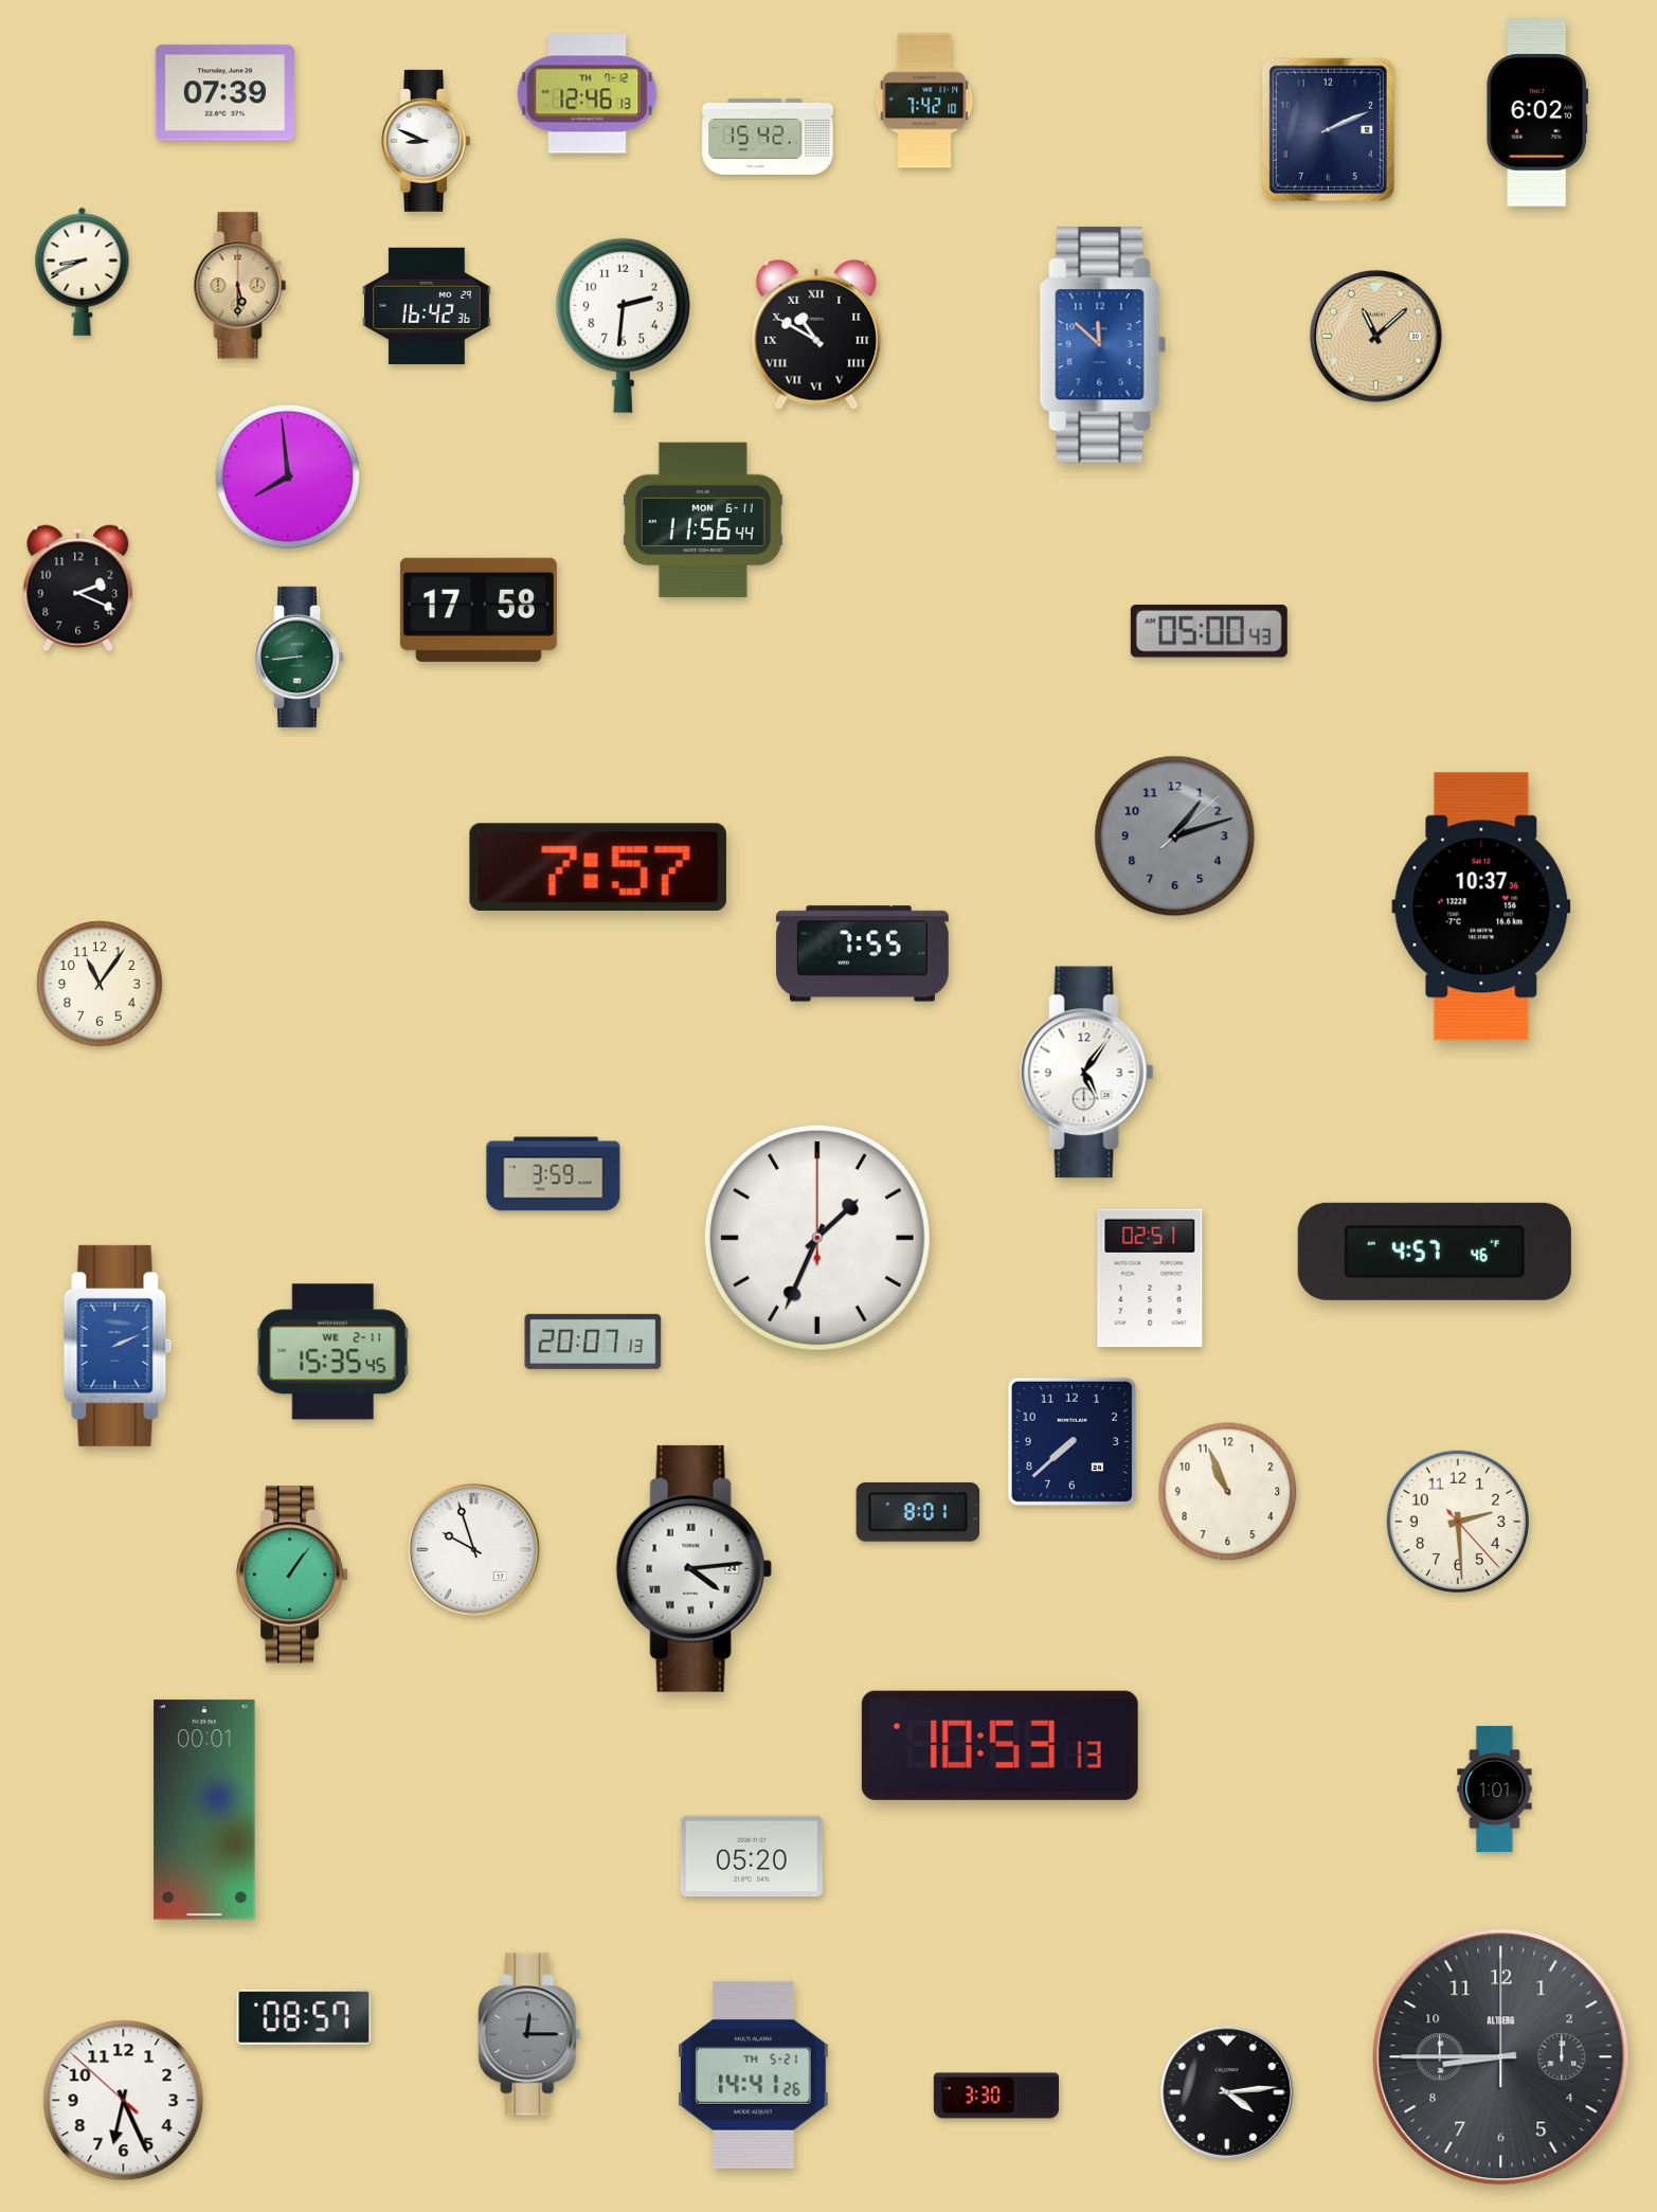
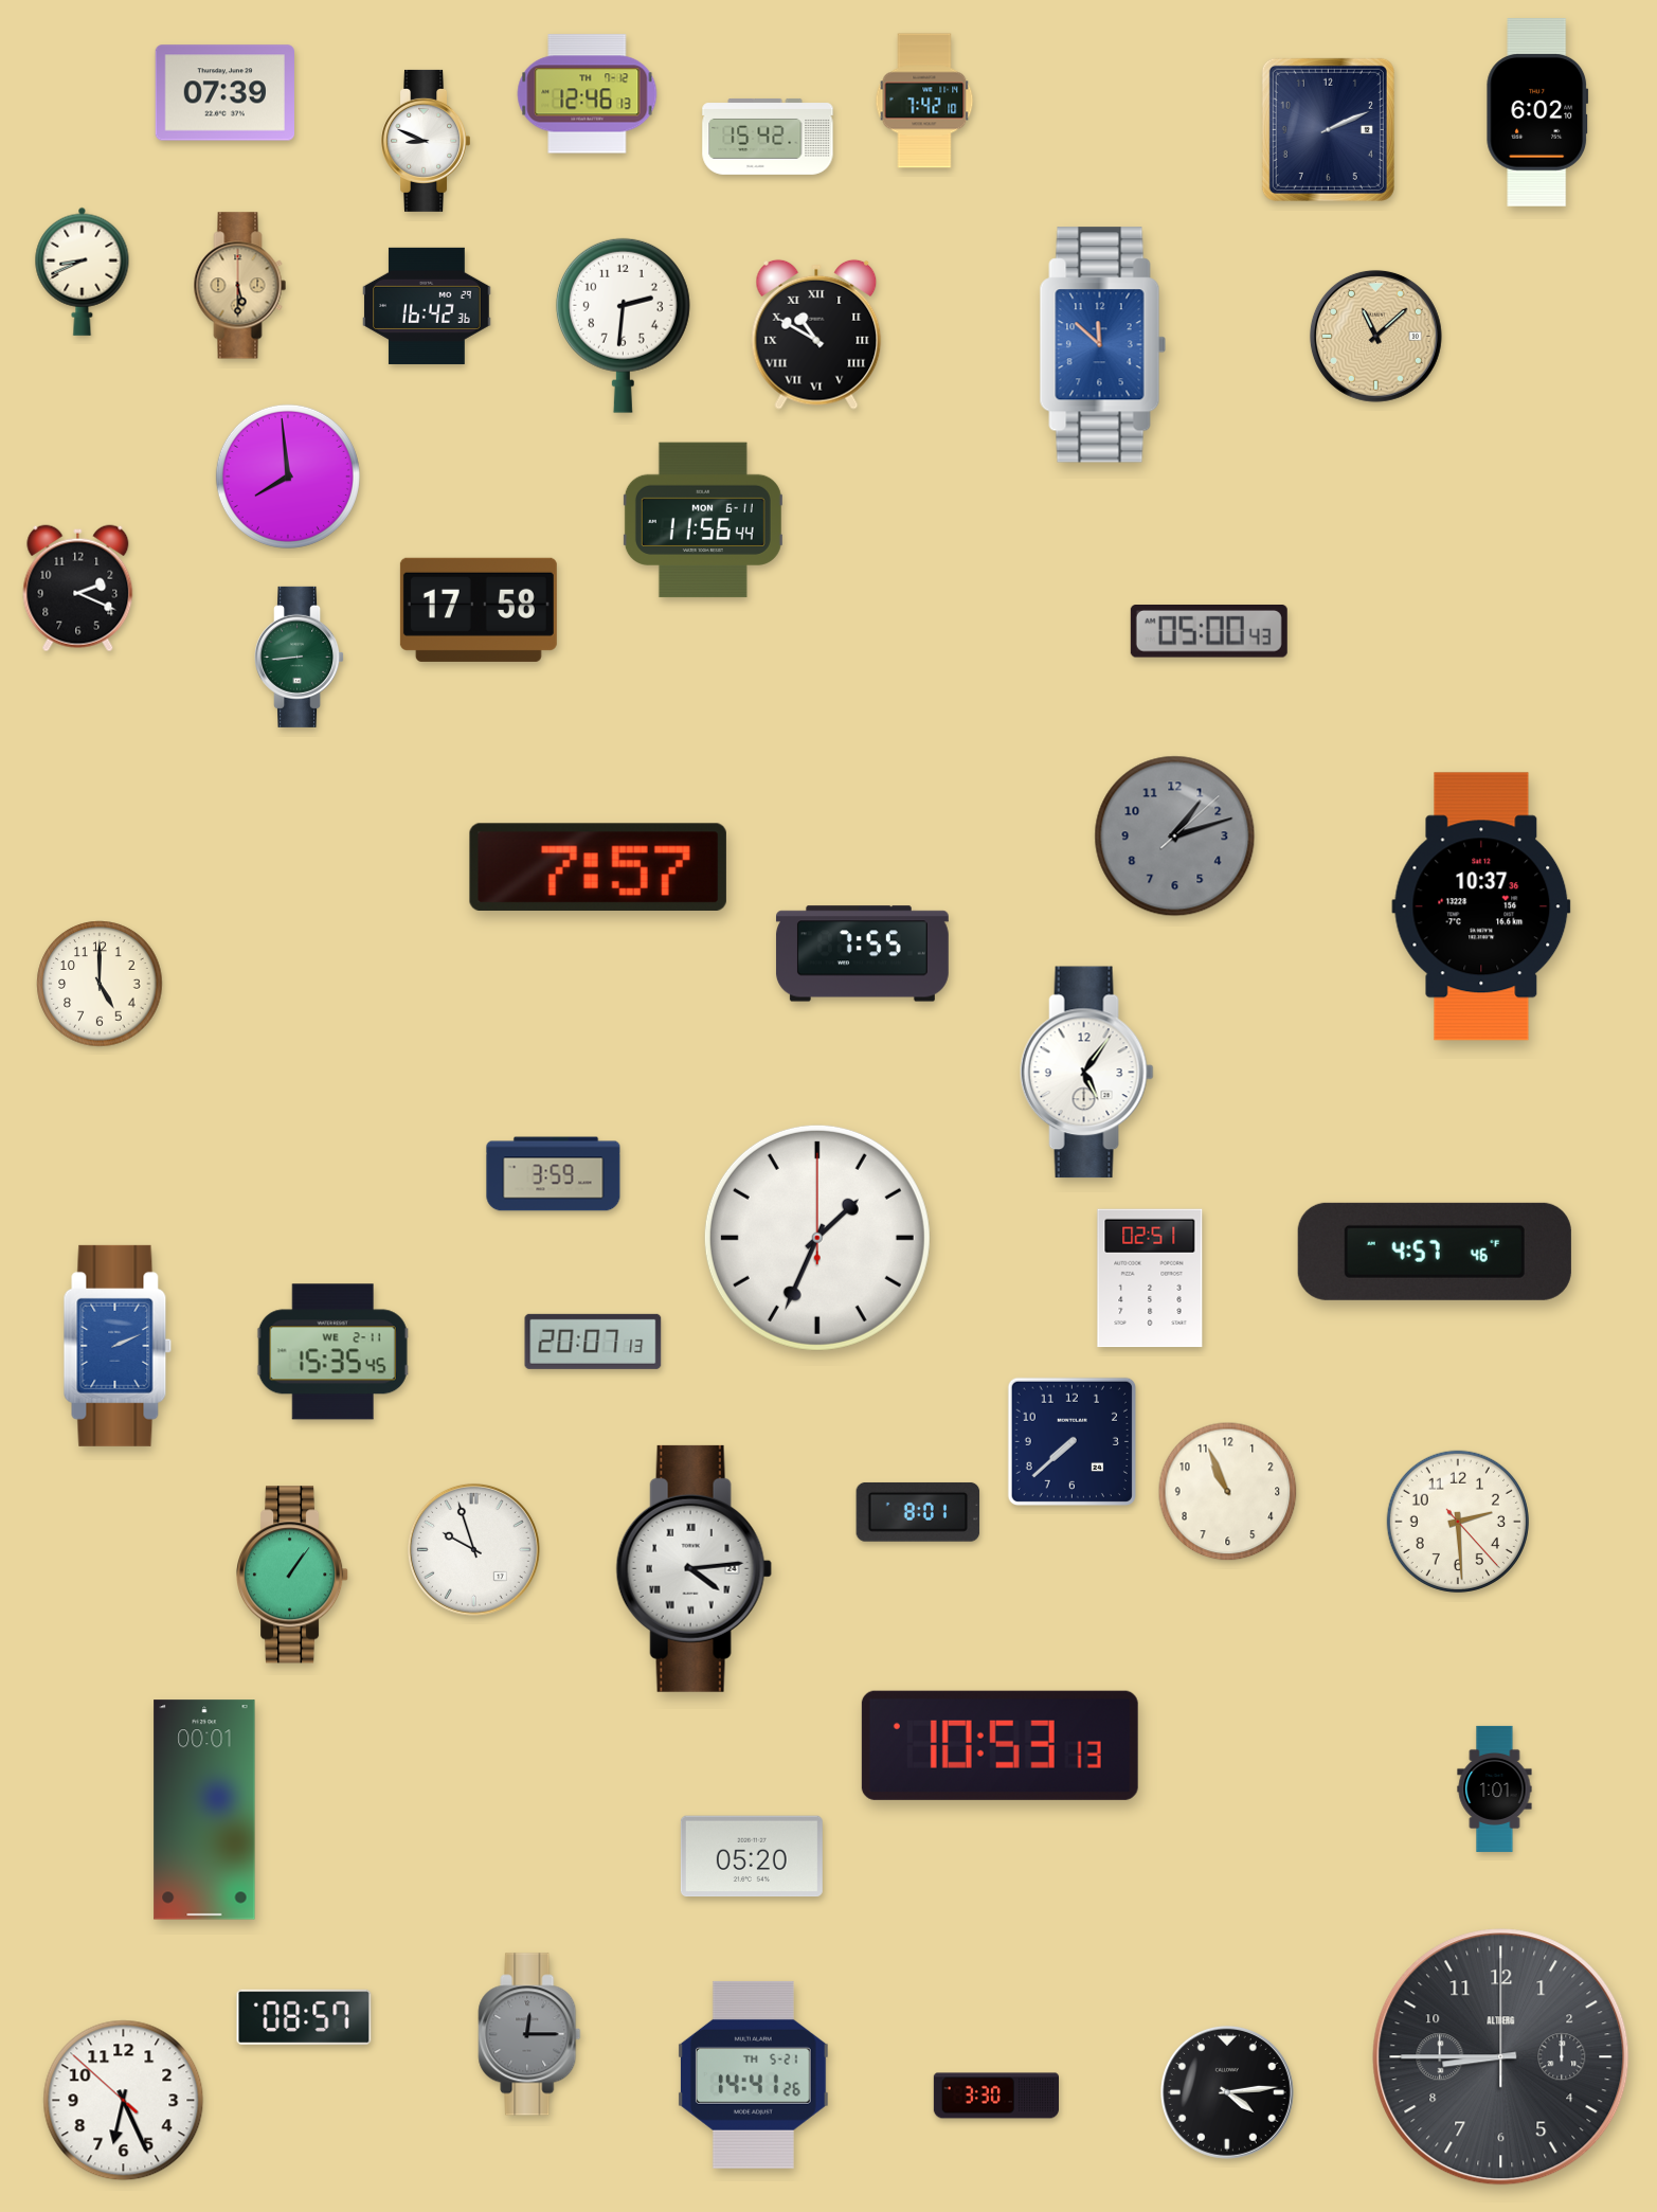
clock at (100, 984): 11:06 -> 5:00
